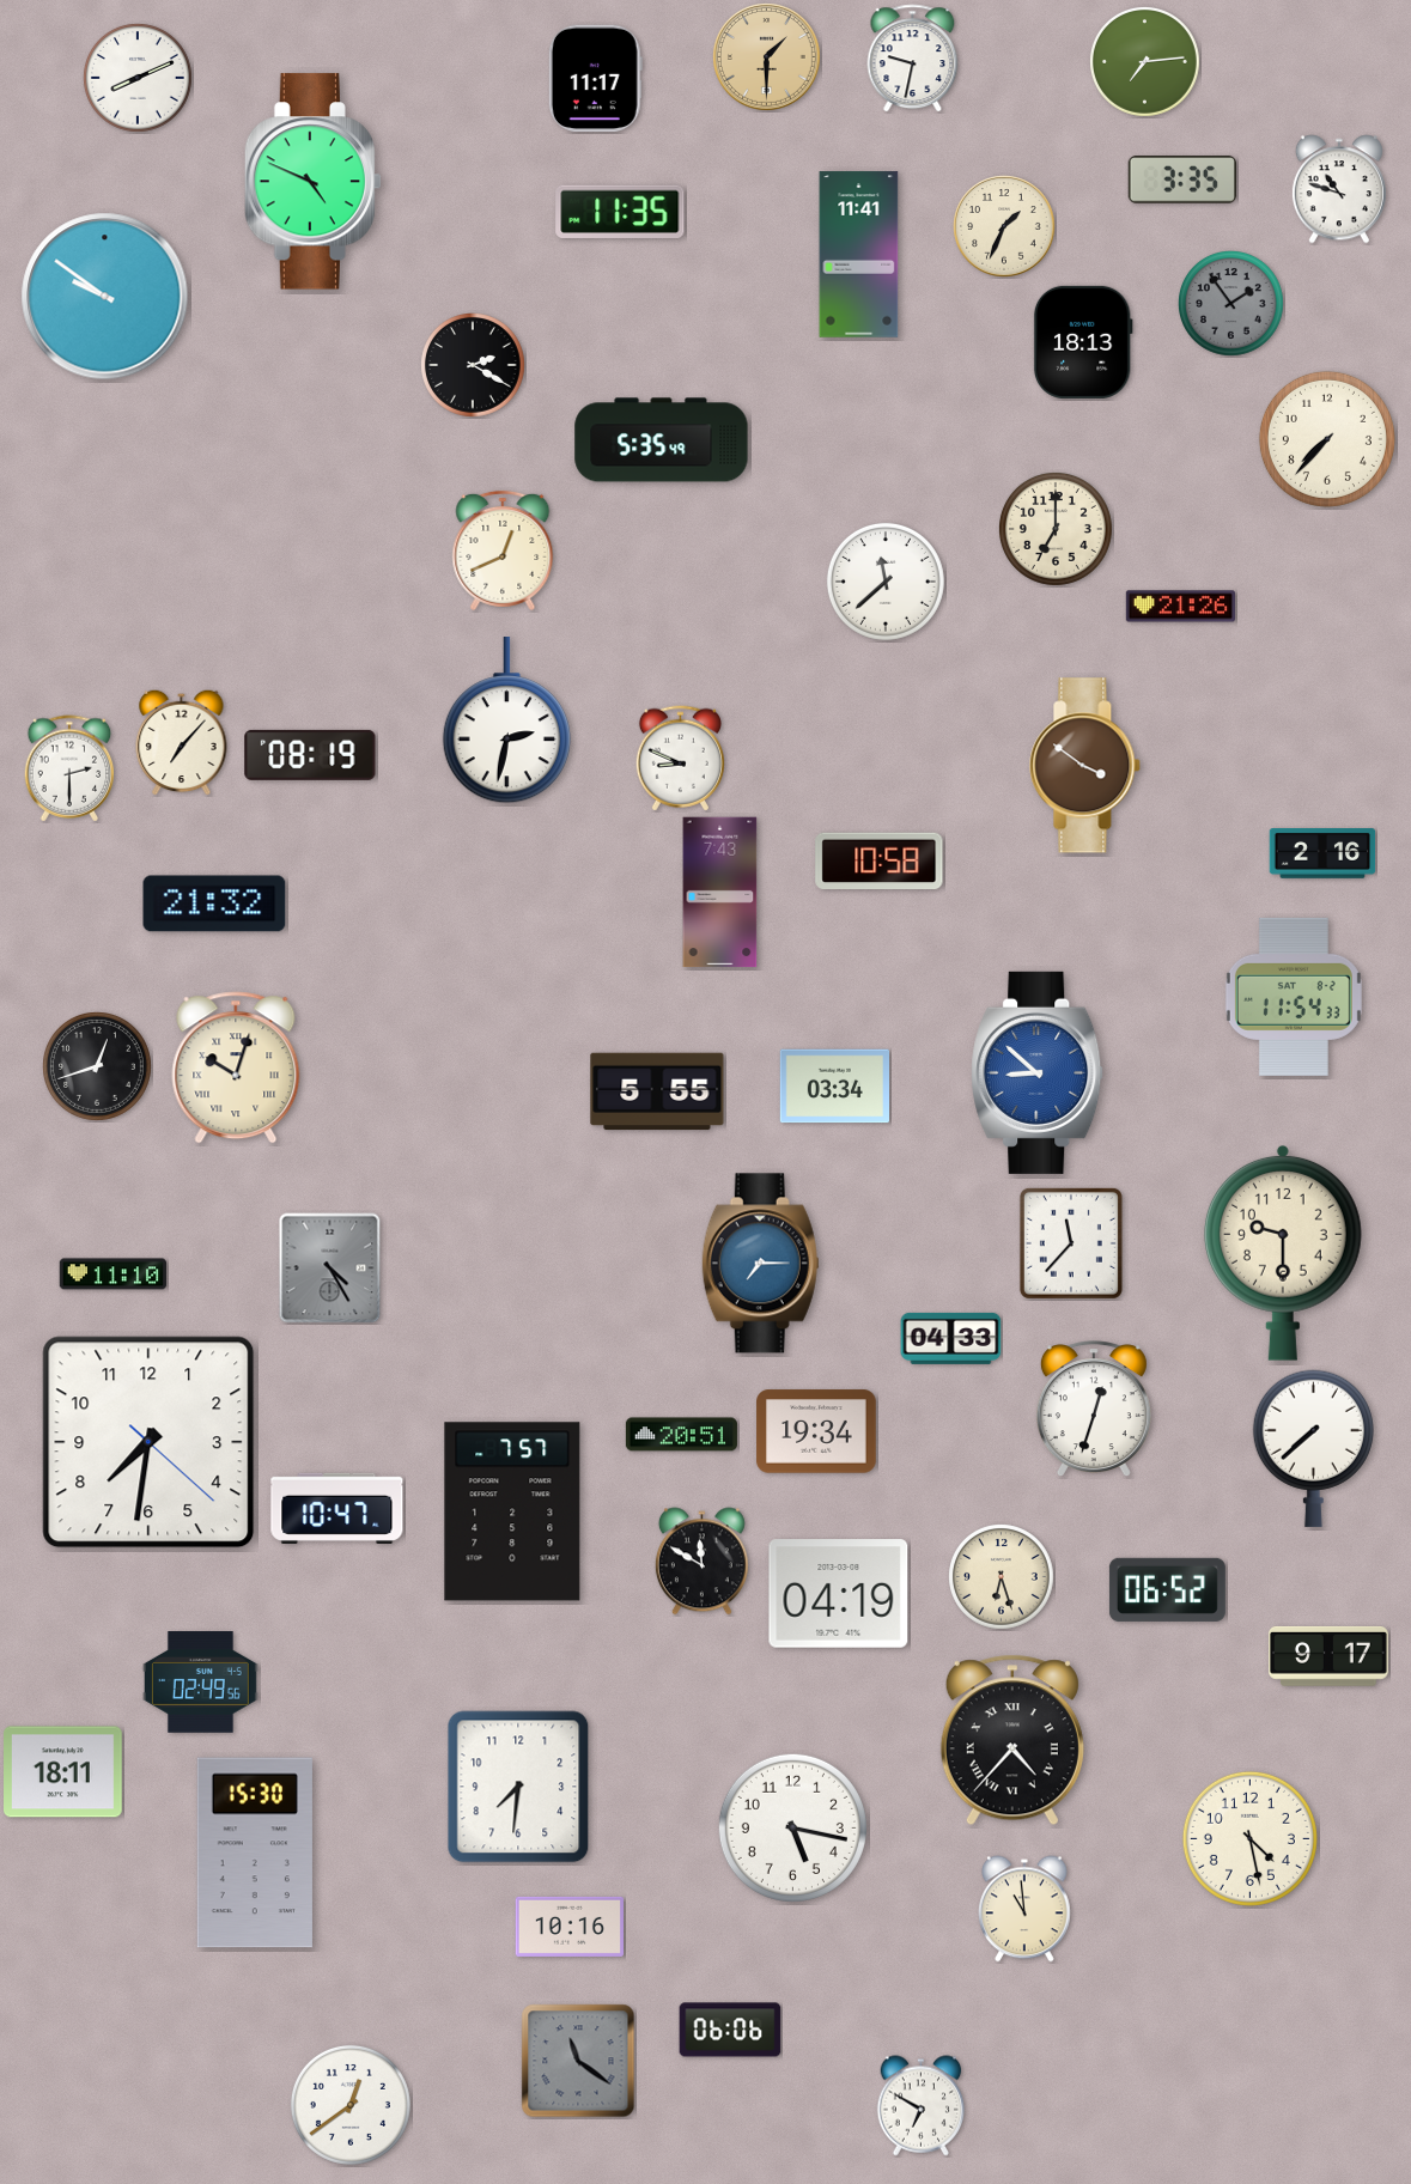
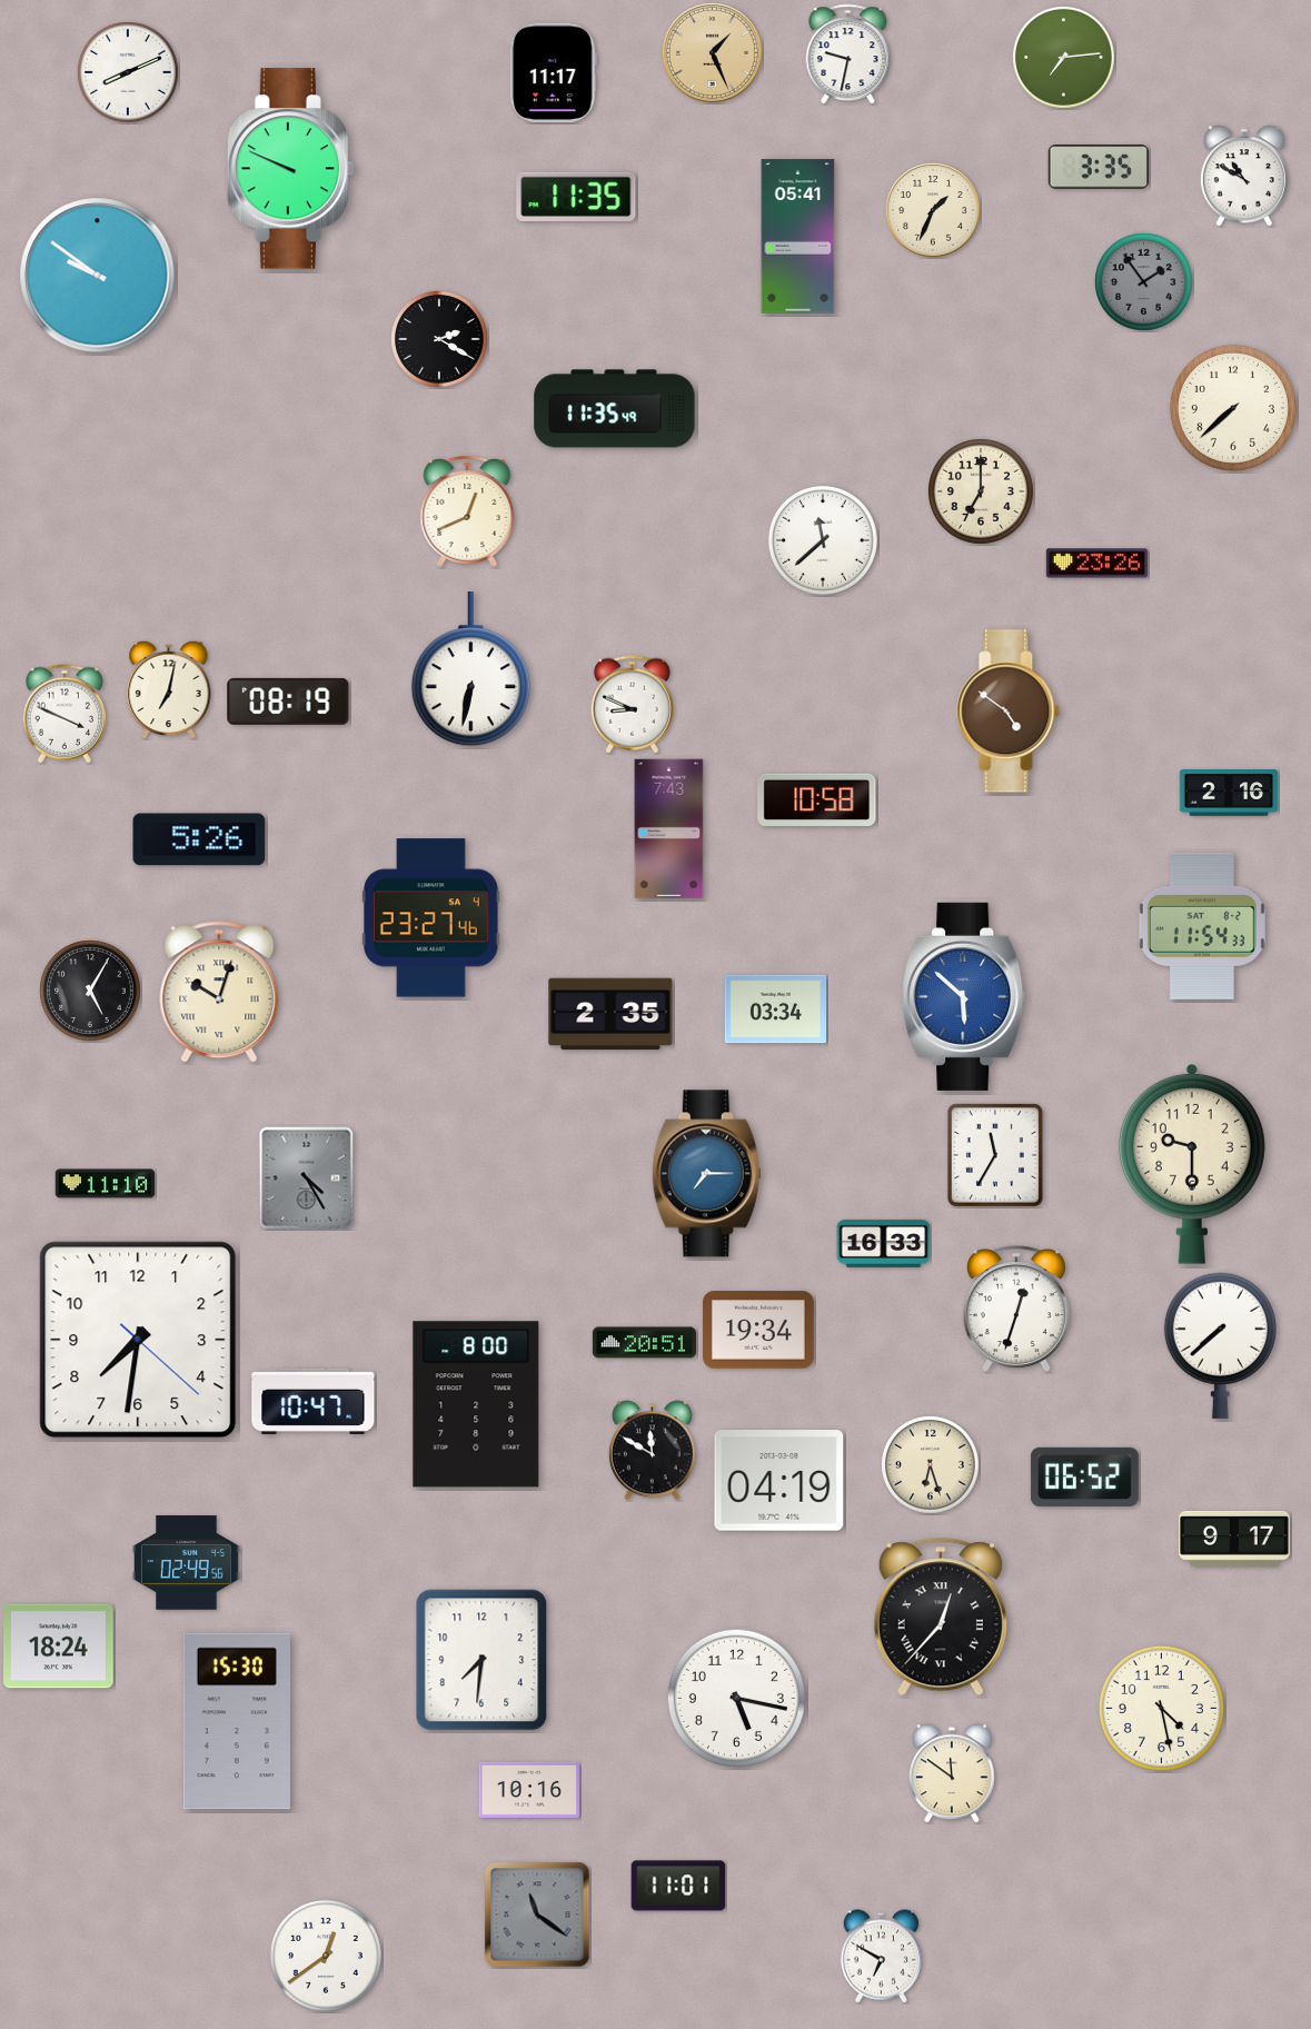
clock at (767, 57): 1:30 -> 1:26
clock at (312, 182): 4:49 -> 9:49
clock at (1339, 189): 10:48 -> 10:50
clock at (859, 255): 11:41 -> 05:41
clock at (1083, 342): 18:13 -> none
clock at (1327, 439): 7:37 -> 7:38
clock at (662, 440): 5:35 -> 11:35
clock at (1180, 607): 21:26 -> 23:26
clock at (506, 720): 2:32 -> 6:32
clock at (182, 742): 7:07 -> 7:02
clock at (1085, 766): 3:51 -> 4:51
clock at (69, 768): 2:30 -> 3:49
clock at (214, 904): 21:32 -> 5:26
clock at (430, 918): none -> 23:27
clock at (98, 1067): 12:42 -> 5:05
clock at (1038, 1072): 8:52 -> 5:52
clock at (657, 1091): 5:55 -> 2:35
clock at (1071, 1243): 11:37 -> 11:35
clock at (951, 1338): 04:33 -> 16:33
clock at (681, 1435) position: (681, 1435) -> (644, 1343)
clock at (512, 1511): 7:57 -> 8:00
clock at (1012, 1740): 4:37 -> 12:37
clock at (63, 1772): 18:11 -> 18:24
clock at (1026, 1909): 10:59 -> 11:51
clock at (730, 2030): 06:06 -> 11:01
clock at (922, 2106) position: (922, 2106) -> (882, 1957)
